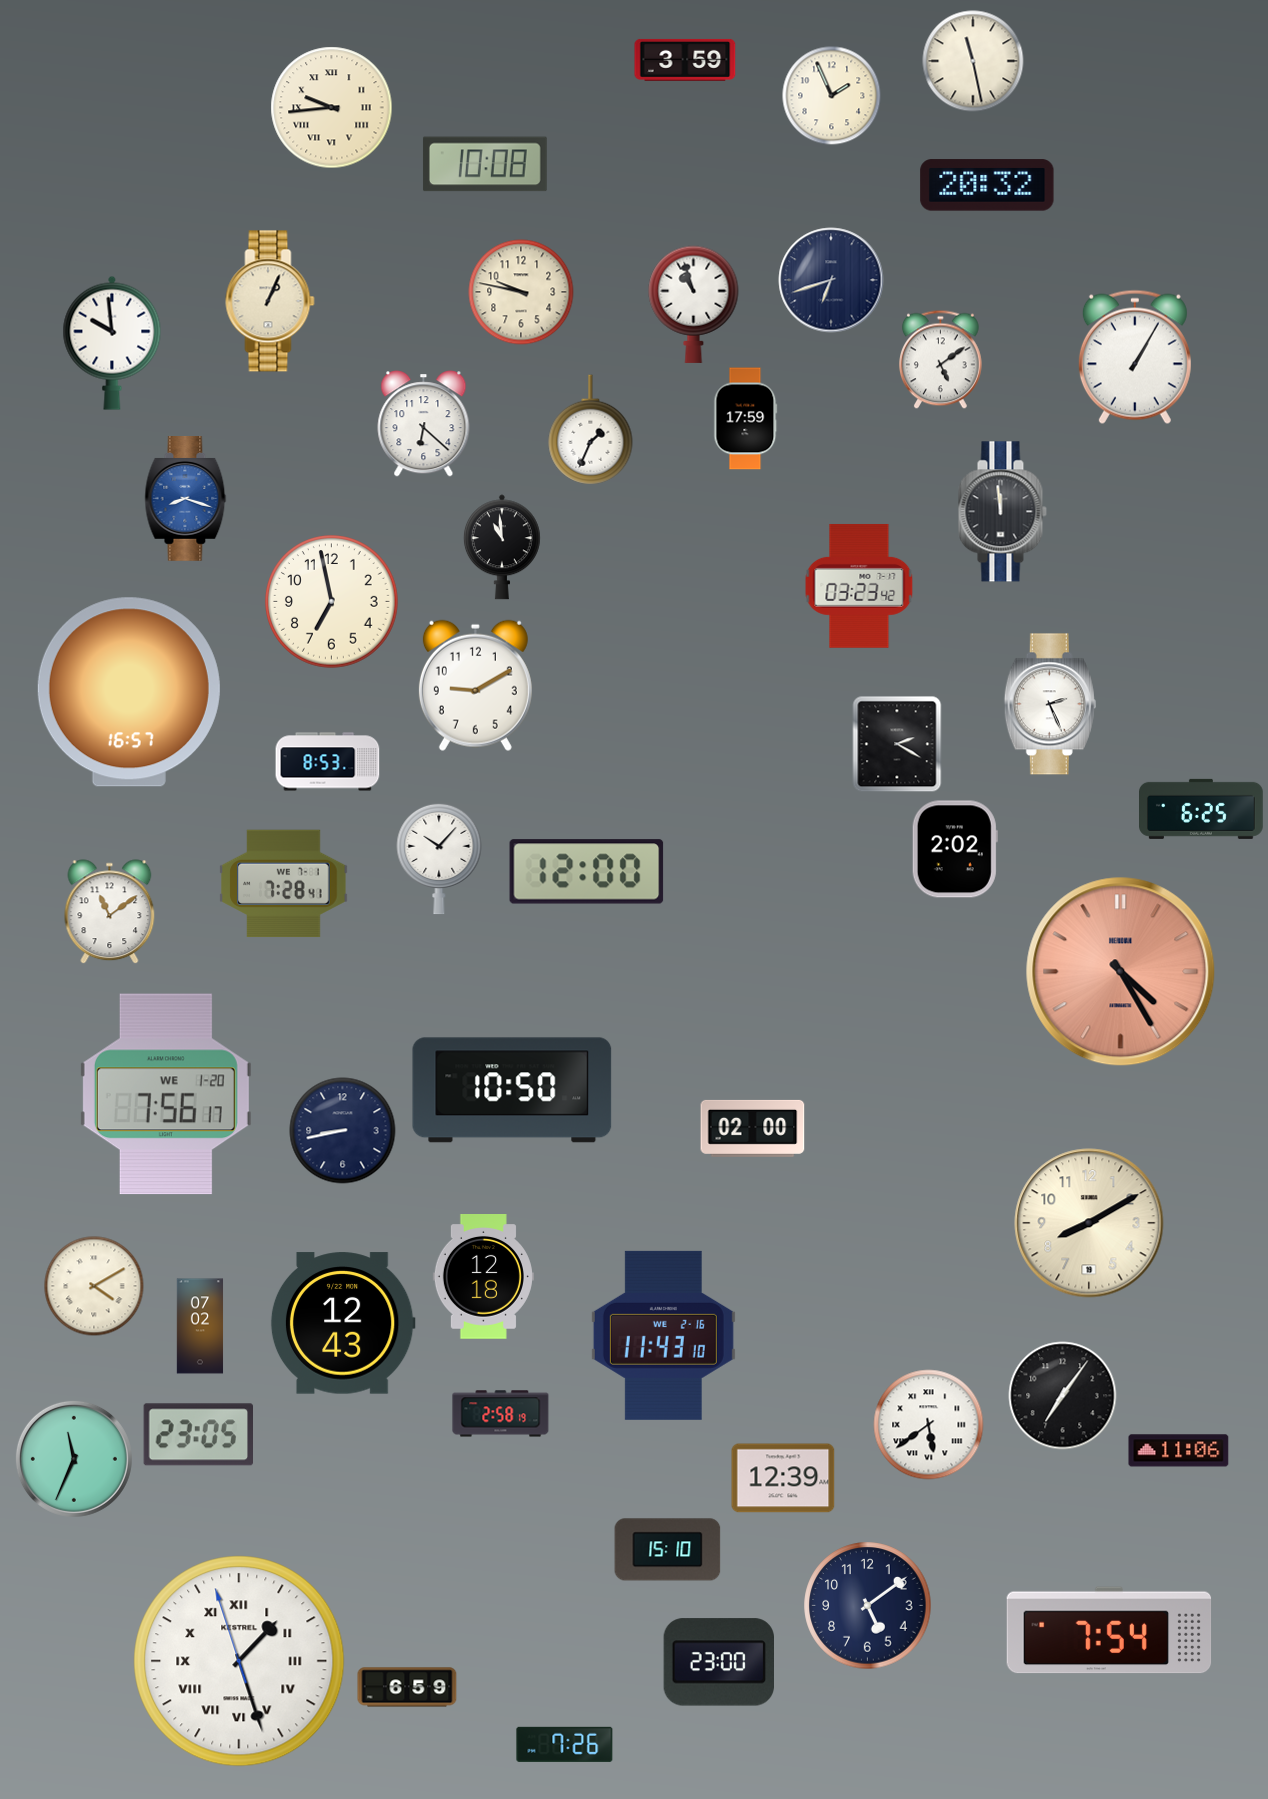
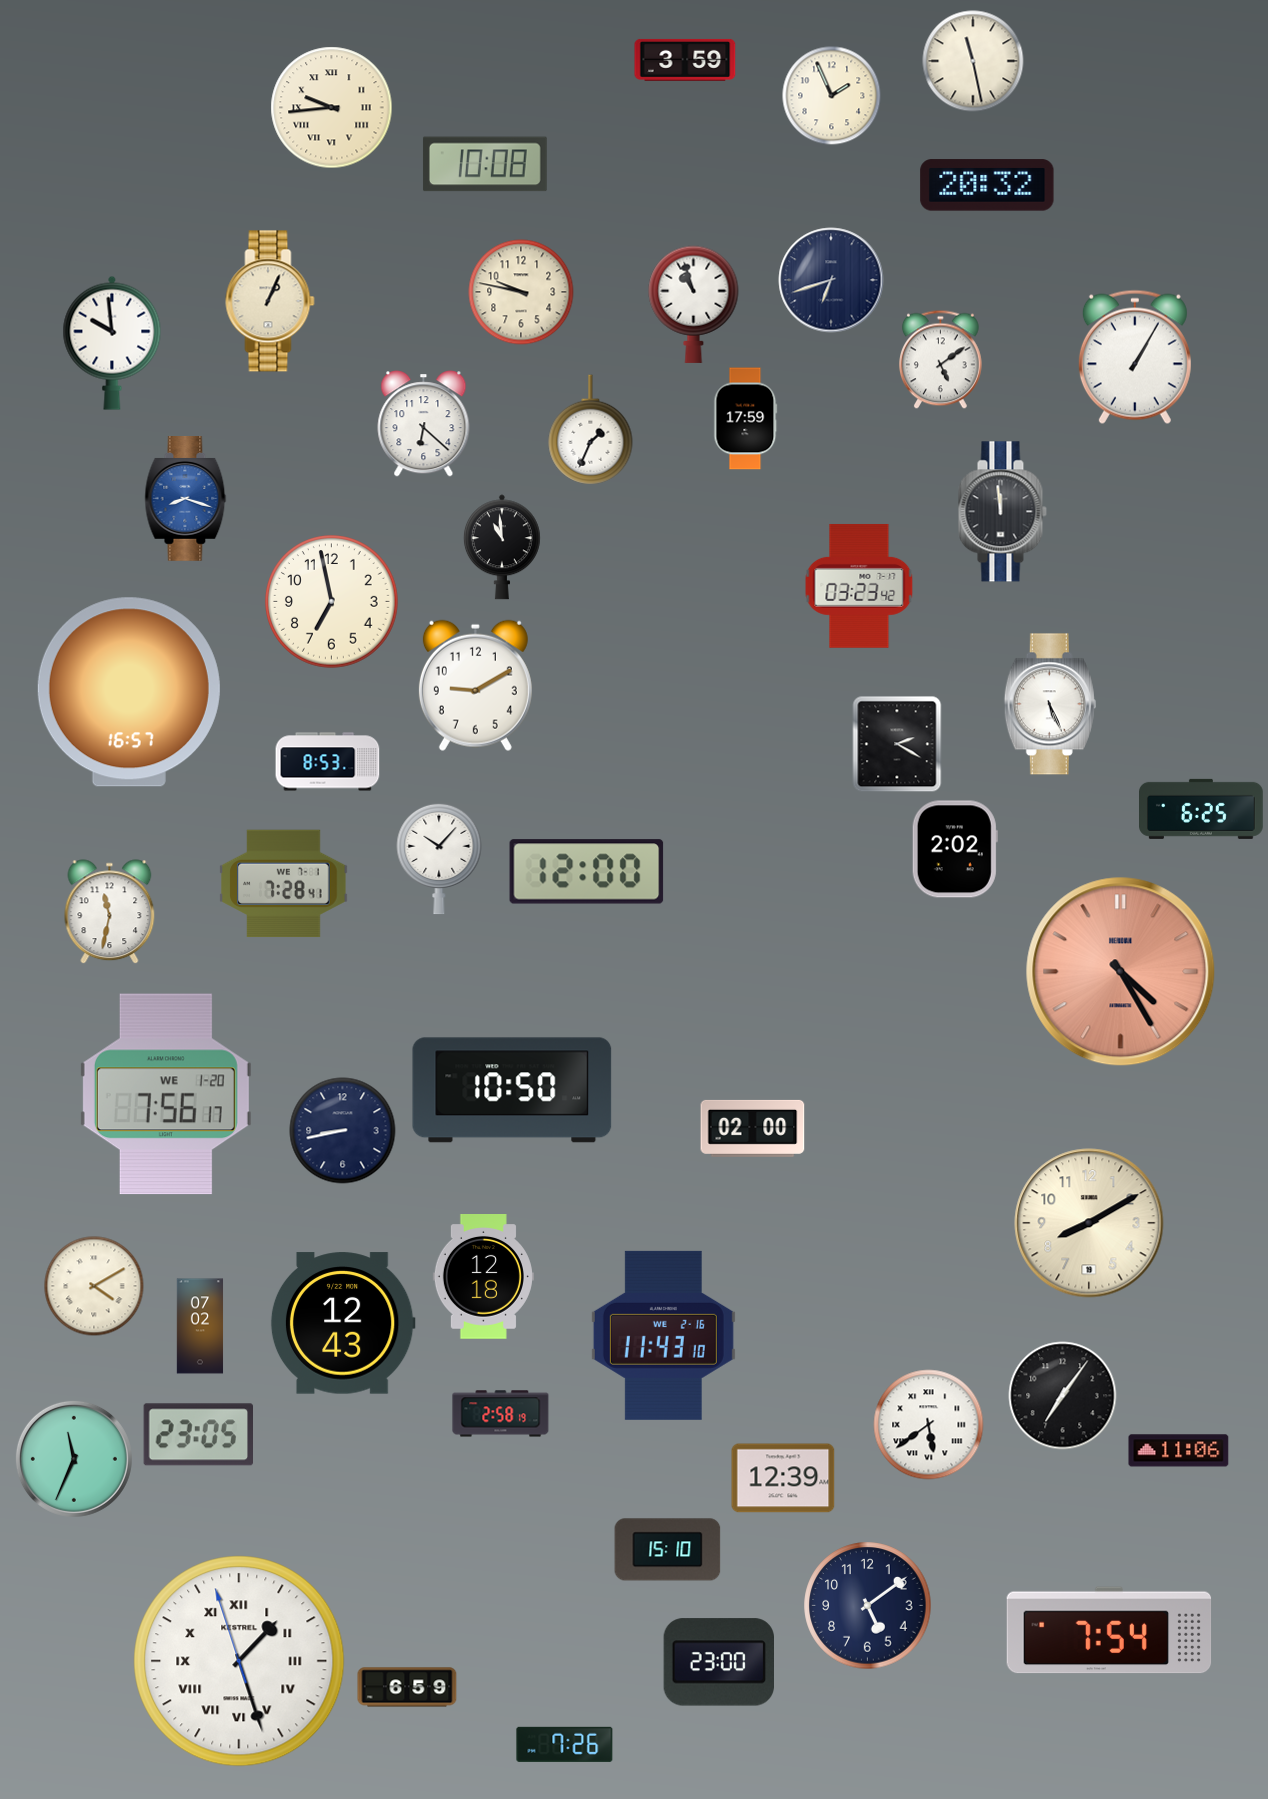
clock at (1050, 704): 2:26 -> 5:26
clock at (110, 912): 11:09 -> 11:32
